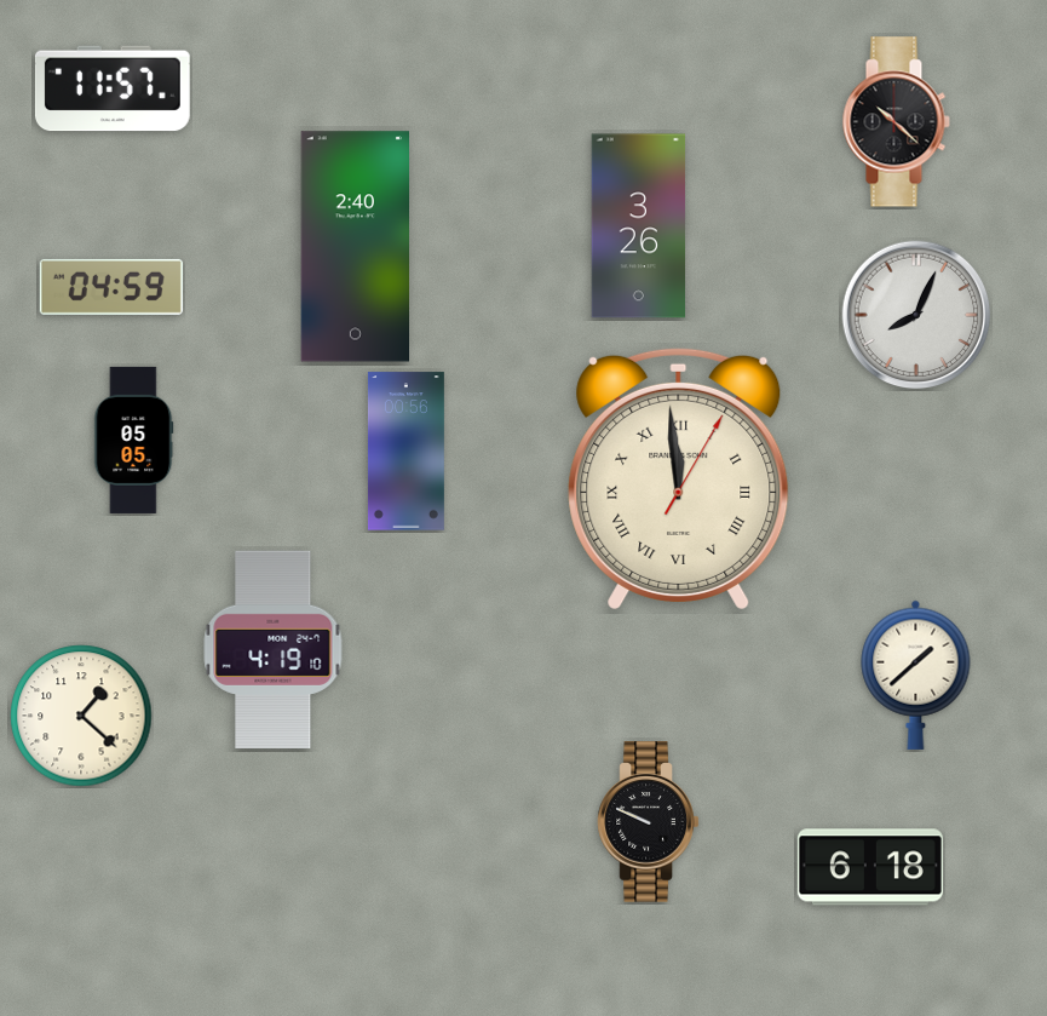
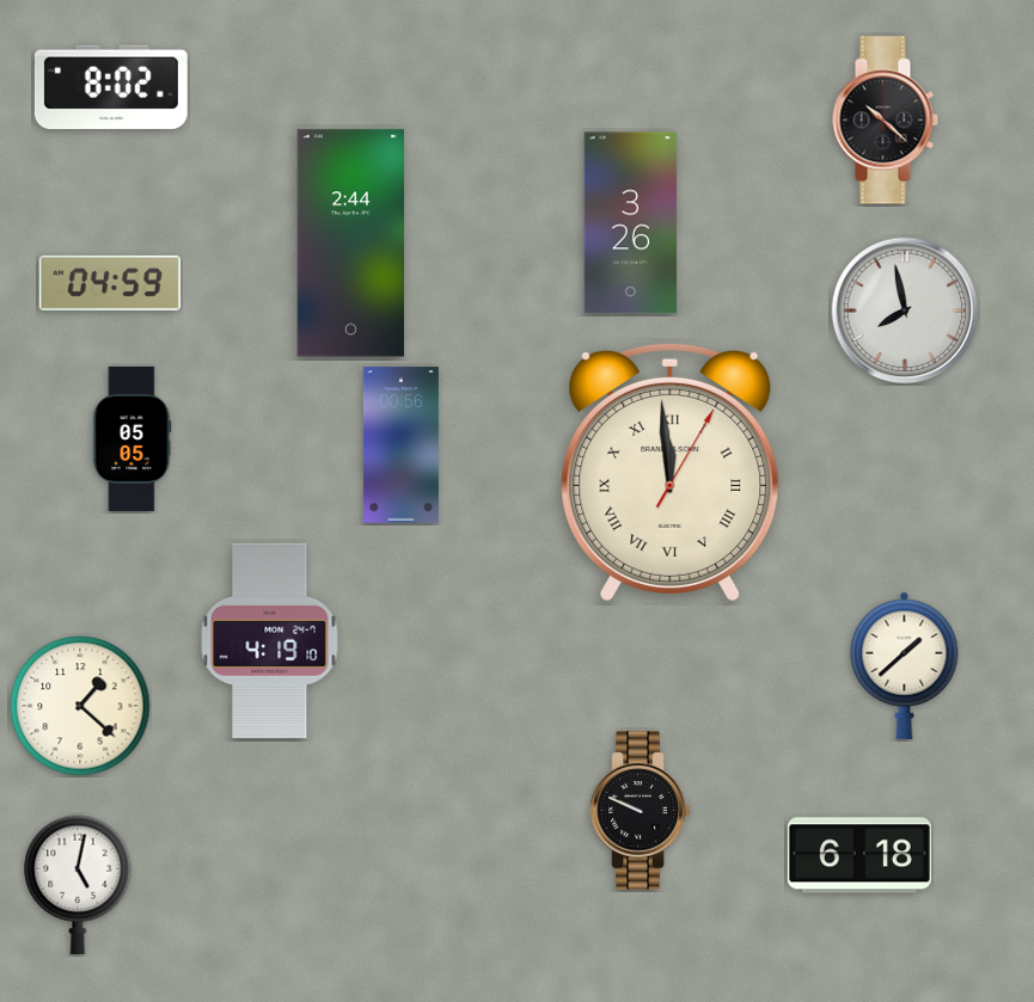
clock at (113, 88): 11:57 -> 8:02
clock at (355, 247): 2:40 -> 2:44
clock at (916, 315): 8:04 -> 7:58
clock at (133, 440) position: (133, 440) -> (131, 438)
clock at (78, 885): none -> 5:02
